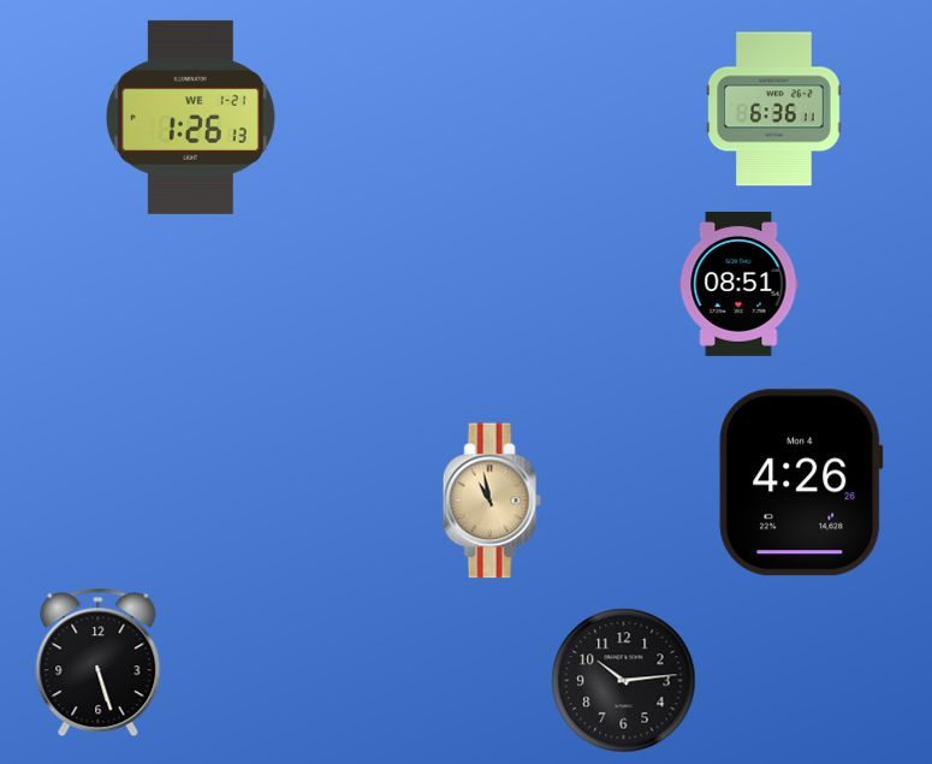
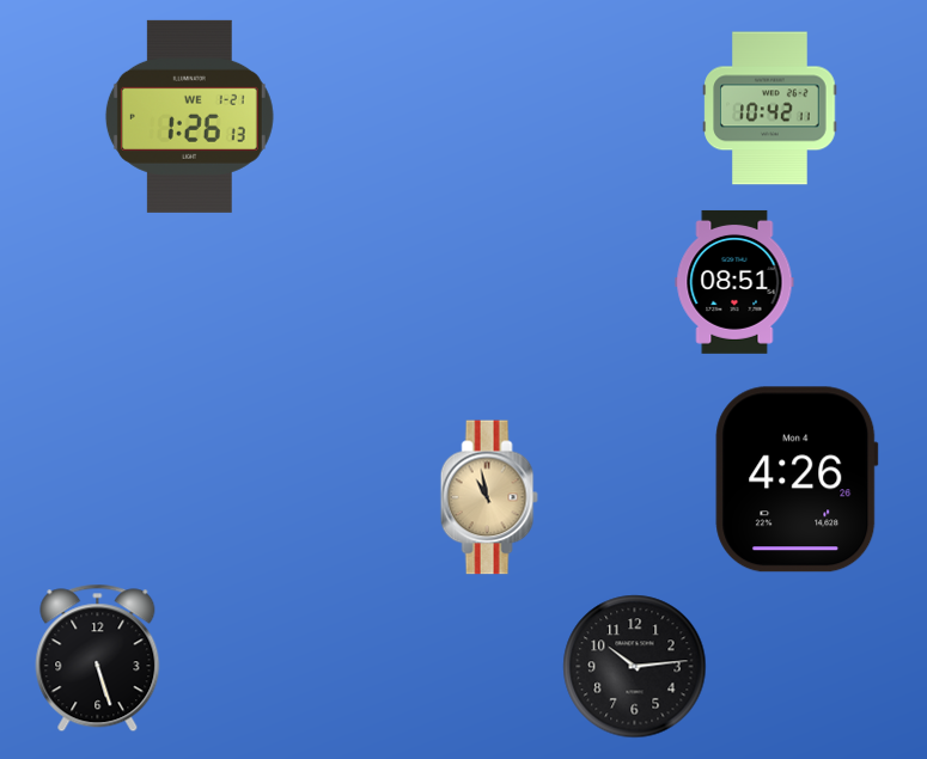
clock at (774, 109): 6:36 -> 10:42
clock at (624, 681) position: (624, 681) -> (635, 667)
